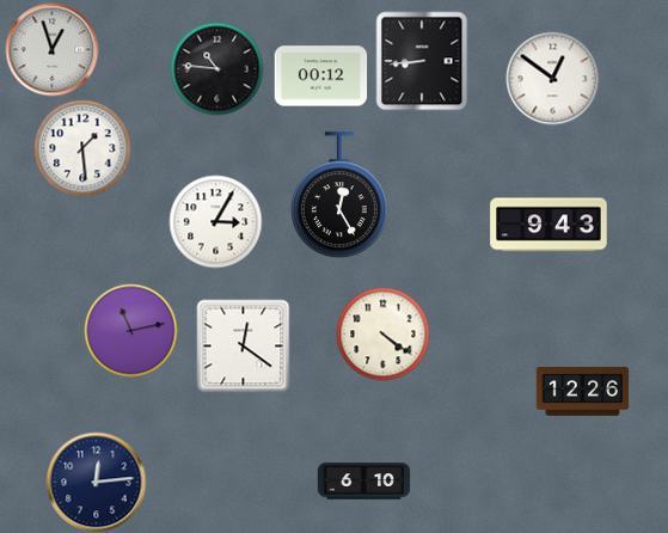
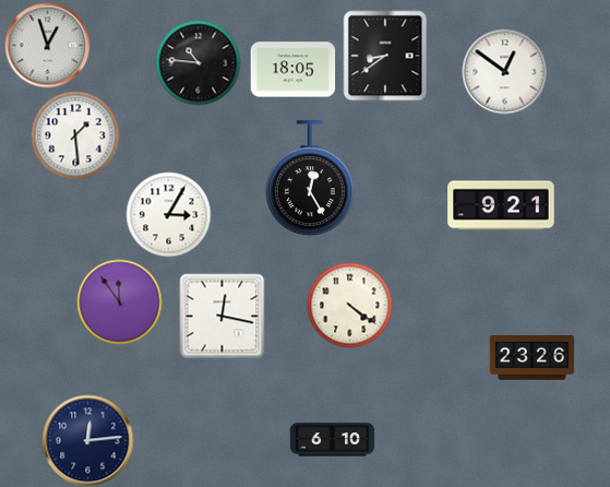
clock at (422, 61): 8:44 -> 8:39
clock at (320, 76): 00:12 -> 18:05
clock at (215, 221) position: (215, 221) -> (168, 214)
clock at (549, 225): 9:43 -> 9:21
clock at (130, 330): 11:13 -> 11:54
clock at (243, 345): 12:21 -> 12:17
clock at (582, 392): 12:26 -> 23:26
